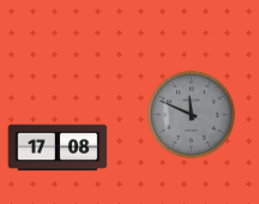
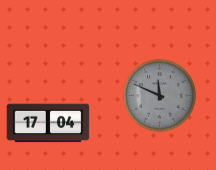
clock at (58, 148): 17:08 -> 17:04
